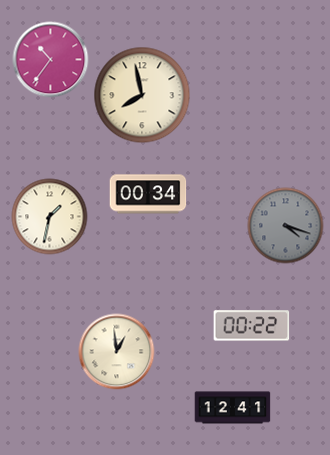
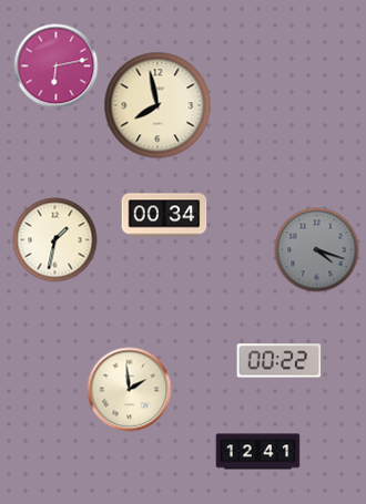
clock at (51, 60): 10:36 -> 6:13
clock at (117, 352): 12:59 -> 1:59
